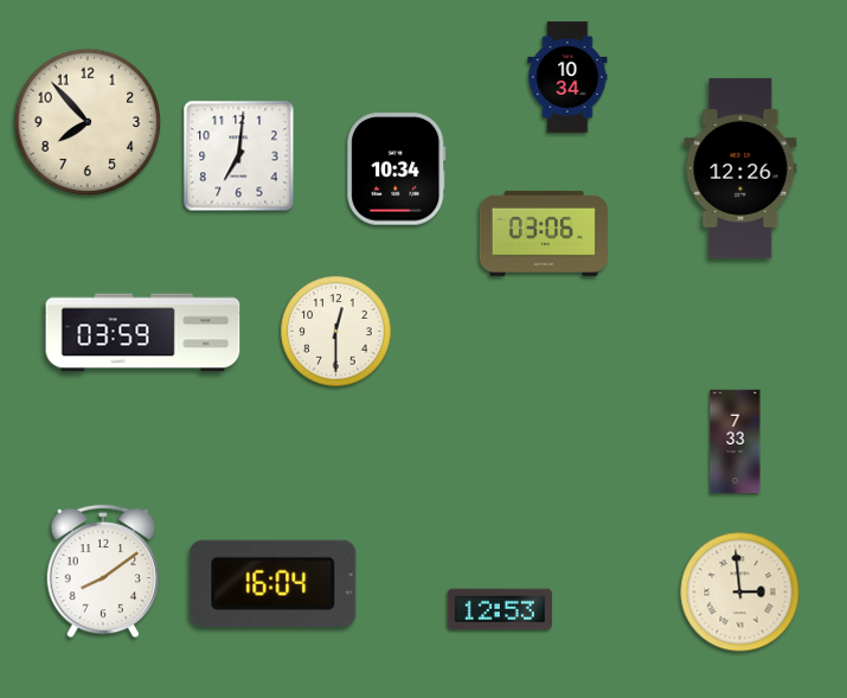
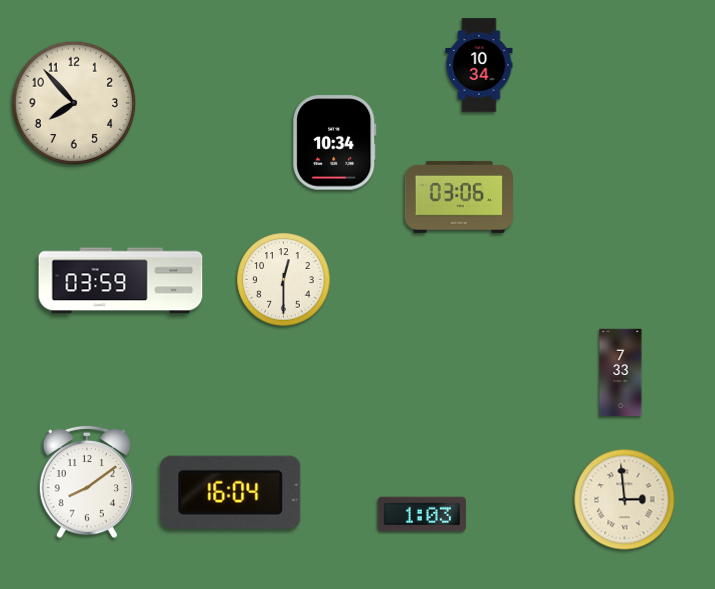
clock at (239, 156): 7:01 -> none
clock at (740, 168): 12:26 -> none
clock at (500, 609): 12:53 -> 1:03
